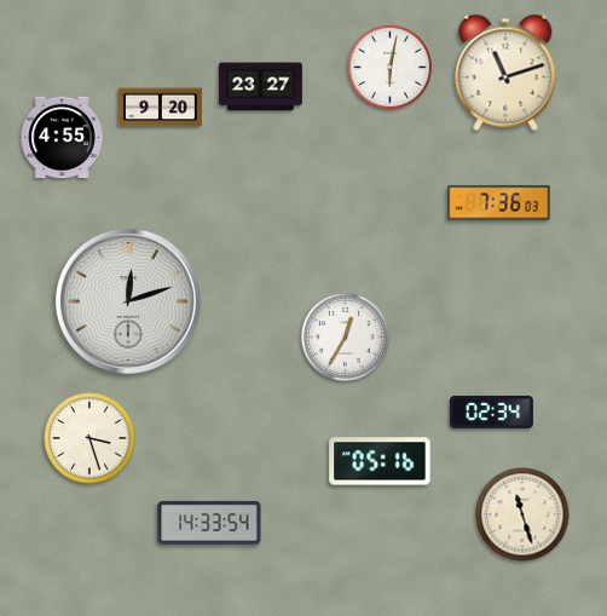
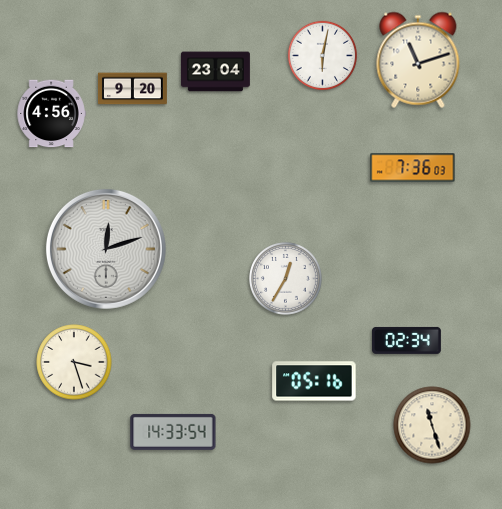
clock at (260, 87): 23:27 -> 23:04
clock at (62, 138): 4:55 -> 4:56
